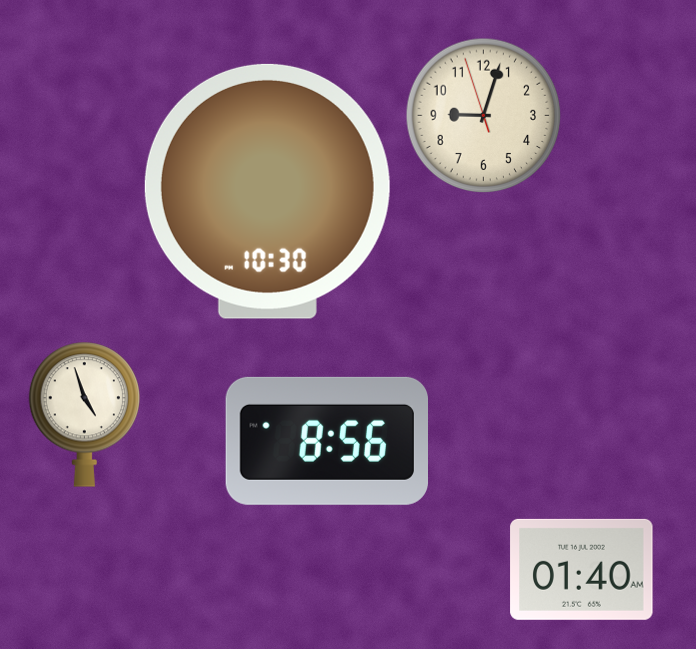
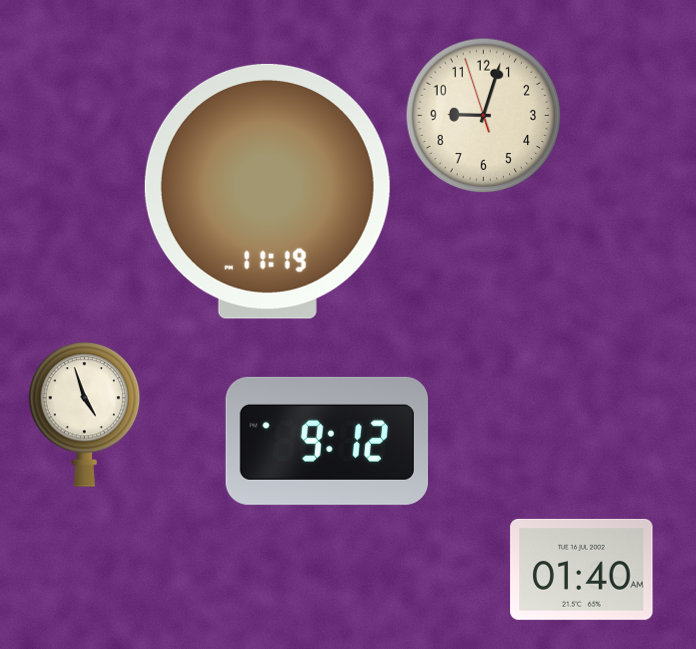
clock at (267, 191): 10:30 -> 11:19
clock at (326, 441): 8:56 -> 9:12
